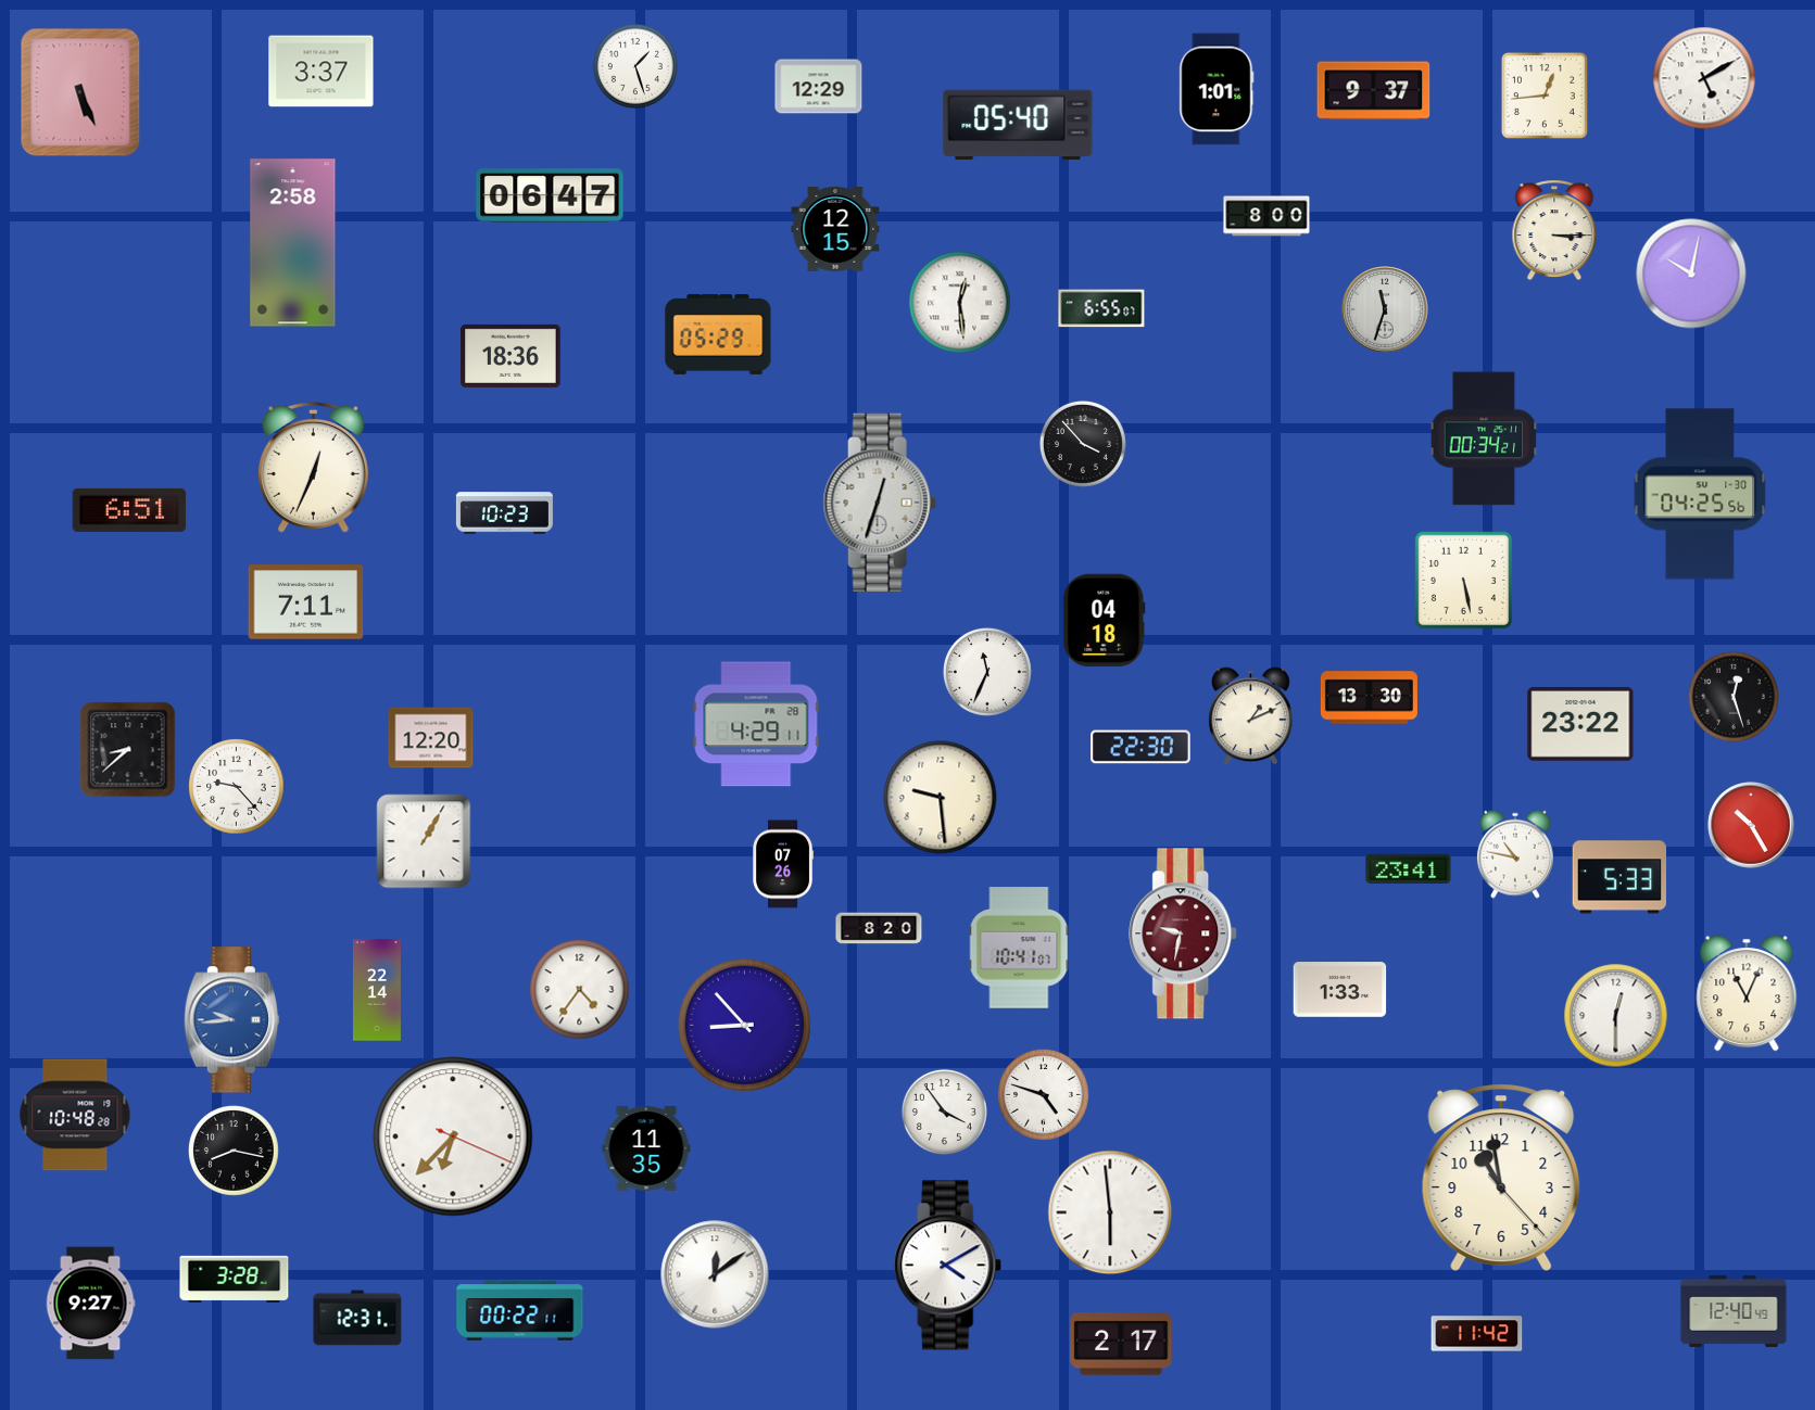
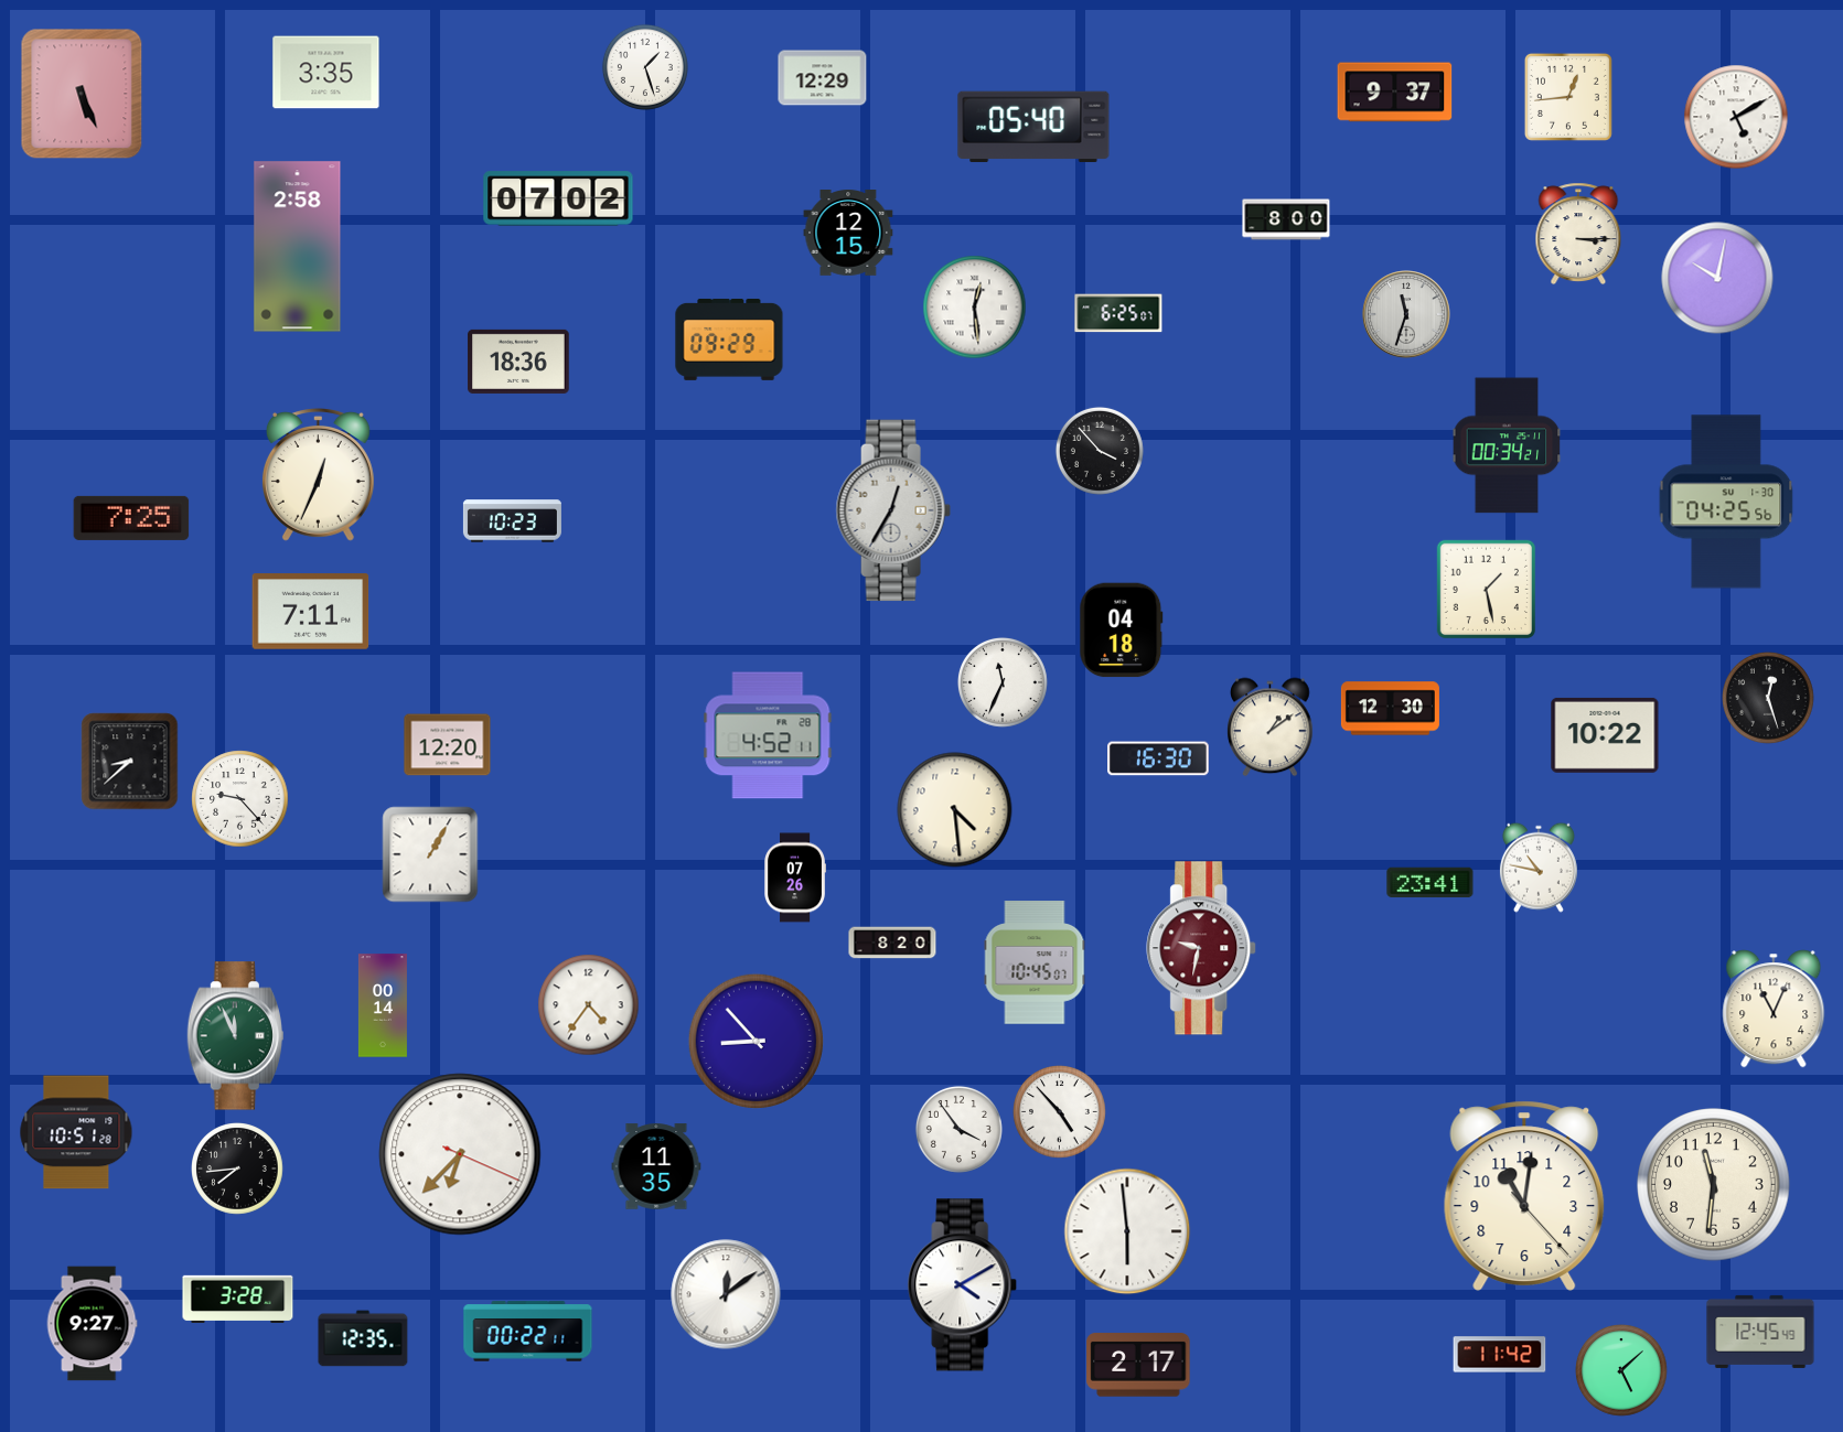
clock at (322, 72): 3:37 -> 3:35
clock at (1704, 78) position: (1704, 78) -> (1736, 117)
clock at (819, 87) position: (819, 87) -> (823, 78)
clock at (1217, 89): 1:01 -> none
clock at (550, 195): 06:47 -> 07:02
clock at (1101, 308): 6:55 -> 6:25
clock at (718, 334): 05:29 -> 09:29
clock at (880, 503): 12:33 -> 12:35
clock at (129, 510): 6:51 -> 7:25
clock at (1463, 580): 5:28 -> 1:28
clock at (1734, 697) position: (1734, 697) -> (1768, 698)
clock at (1369, 698): 13:30 -> 12:30
clock at (1251, 716): 1:11 -> 1:09
clock at (756, 724): 4:29 -> 4:52
clock at (1580, 724): 23:22 -> 10:22
clock at (431, 738) position: (431, 738) -> (448, 745)
clock at (1140, 747): 22:30 -> 16:30
clock at (941, 798): 9:29 -> 4:29
clock at (1751, 825): 10:25 -> none
clock at (1618, 877): 5:33 -> none
clock at (1019, 948): 10:41 -> 10:45
clock at (377, 990): 22:14 -> 00:14
clock at (1340, 990): 1:33 -> none
clock at (1616, 1016): 12:30 -> none
clock at (231, 1020): 9:44 -> 11:56
clock at (231, 1020) dial: blue -> green
clock at (1044, 1095): 4:48 -> 4:53
clock at (75, 1115): 10:48 -> 10:51
clock at (234, 1151): 8:17 -> 7:44
clock at (1714, 1185): none -> 11:31
clock at (1501, 1178): 10:58 -> 11:01
clock at (1734, 1311): 12:40 -> 12:45
clock at (357, 1318): 12:31 -> 12:35
clock at (1621, 1370): none -> 5:08
